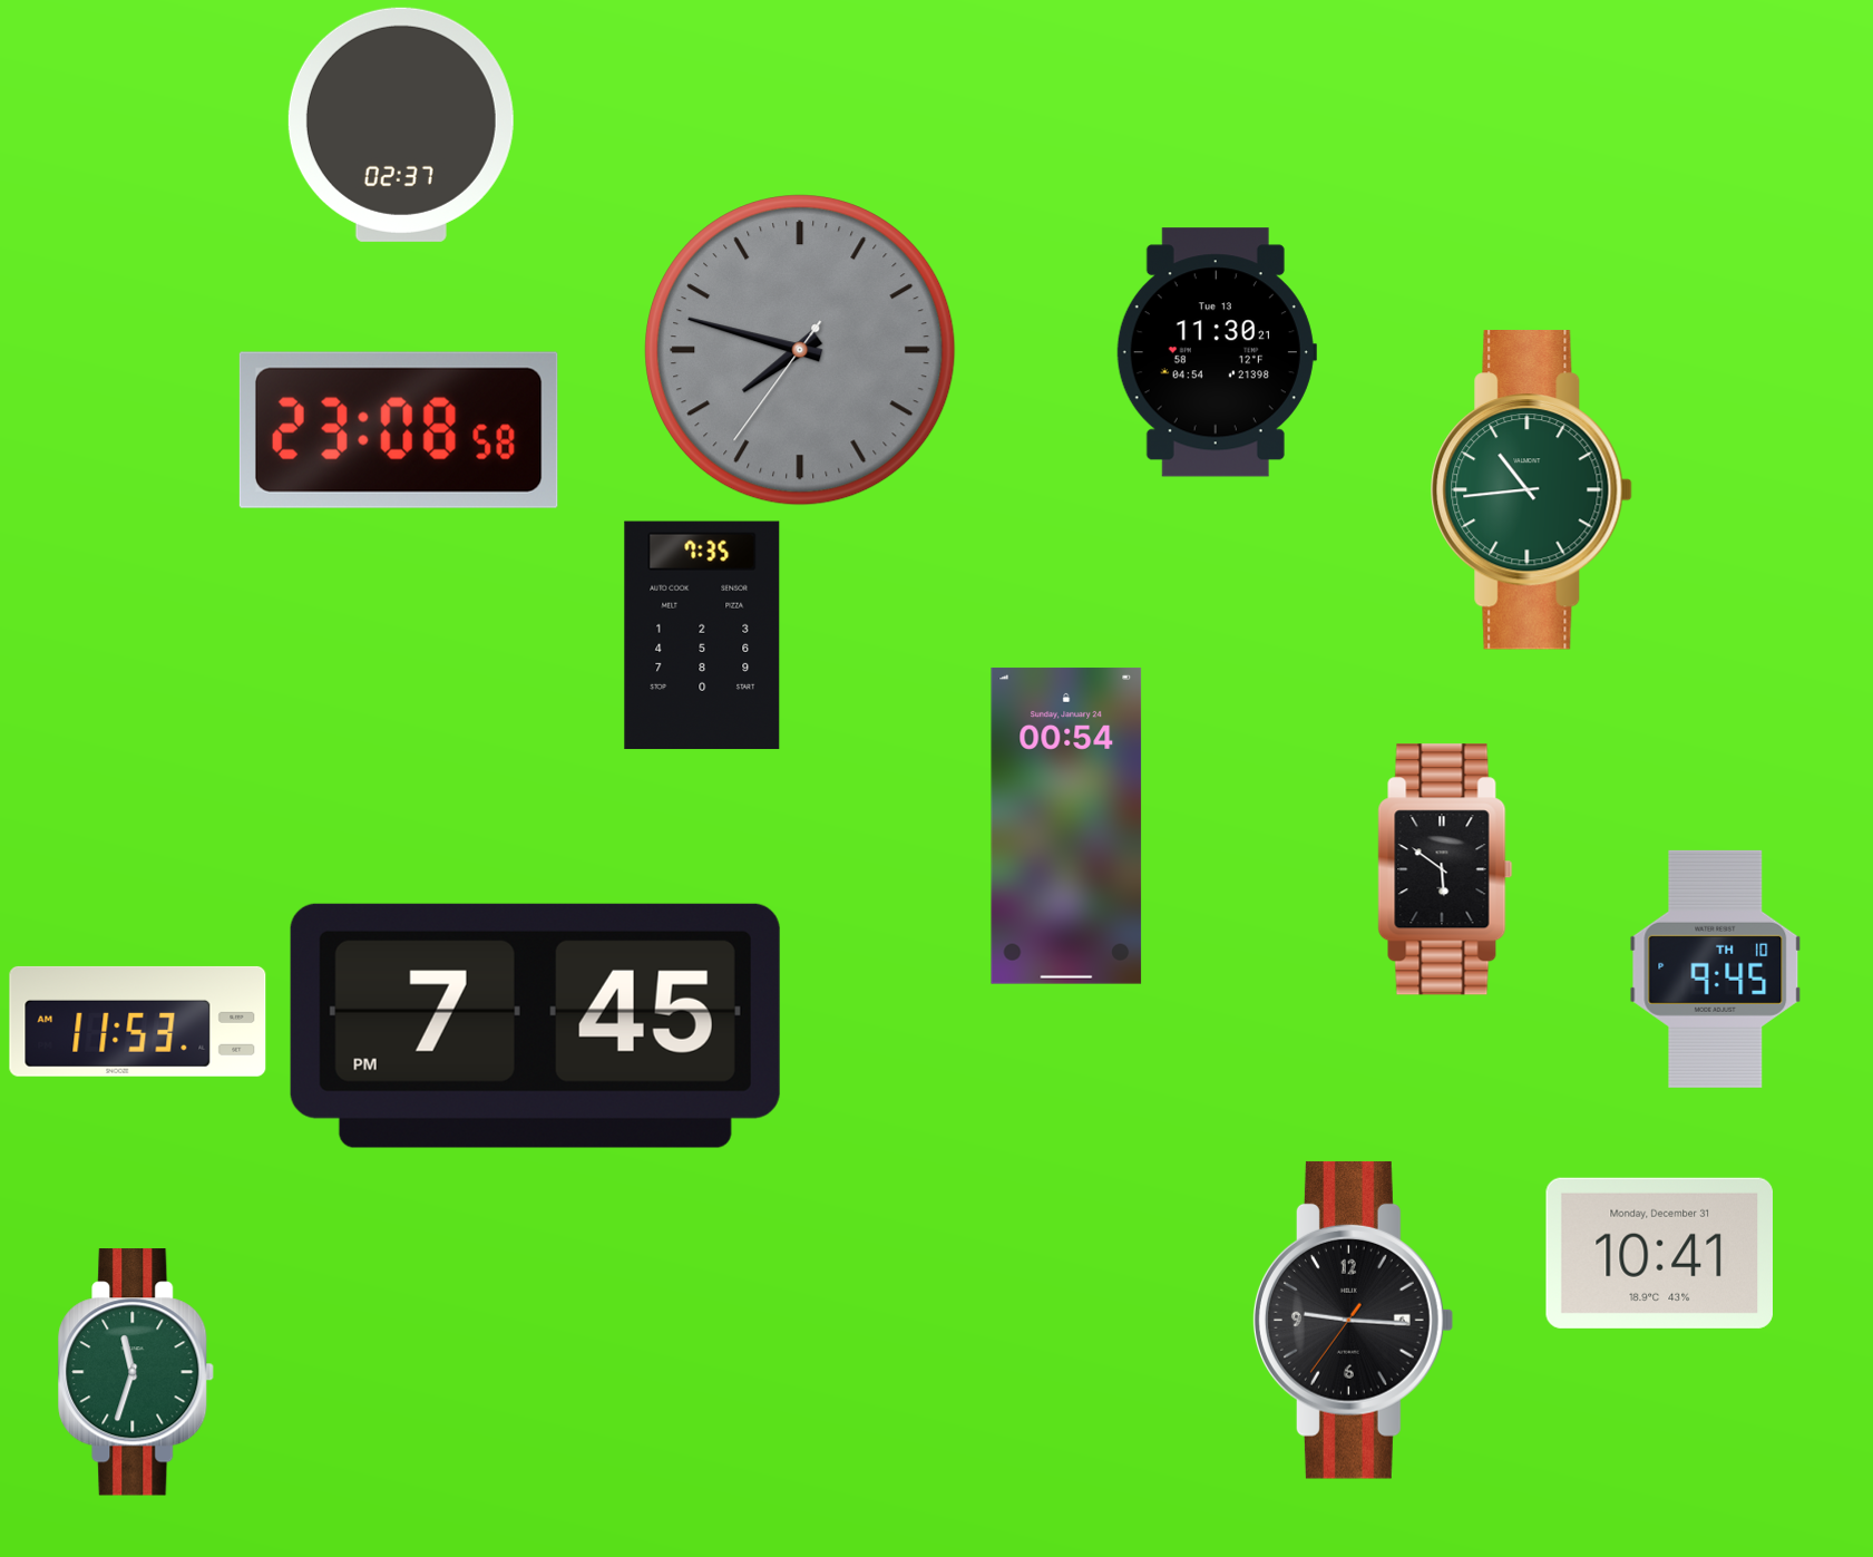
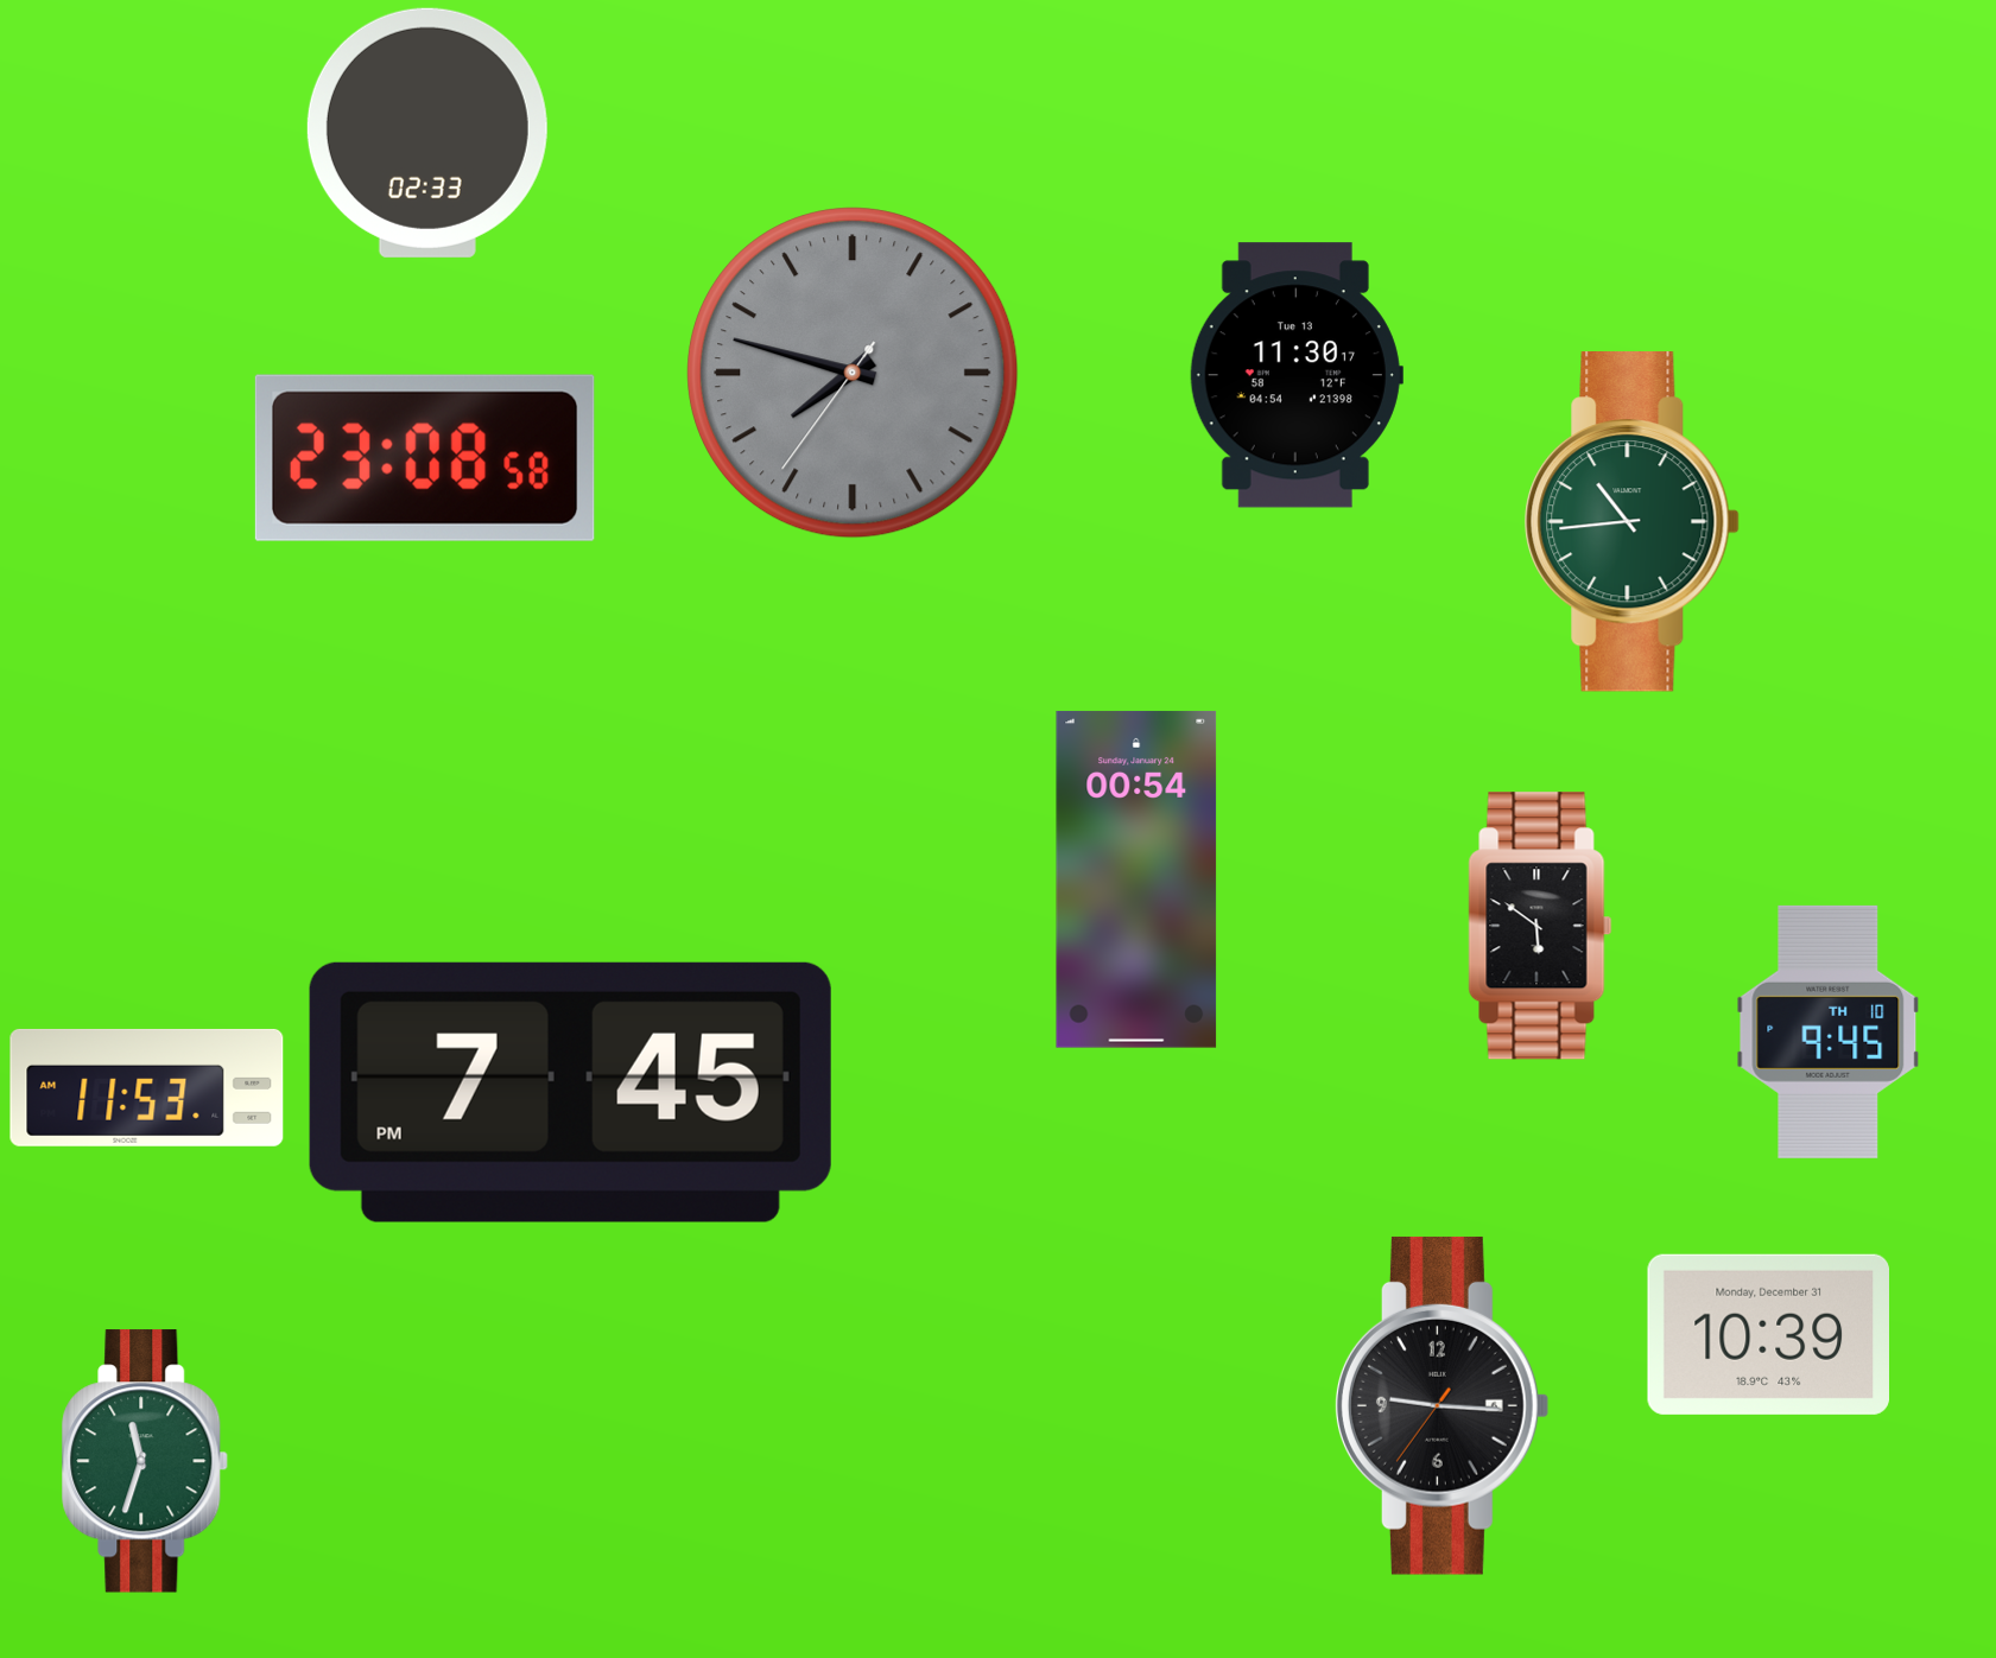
clock at (401, 125): 02:37 -> 02:33
clock at (1217, 352): 11:30:21 -> 11:30:17
clock at (702, 635): 7:35 -> none
clock at (1659, 1253): 10:41 -> 10:39
